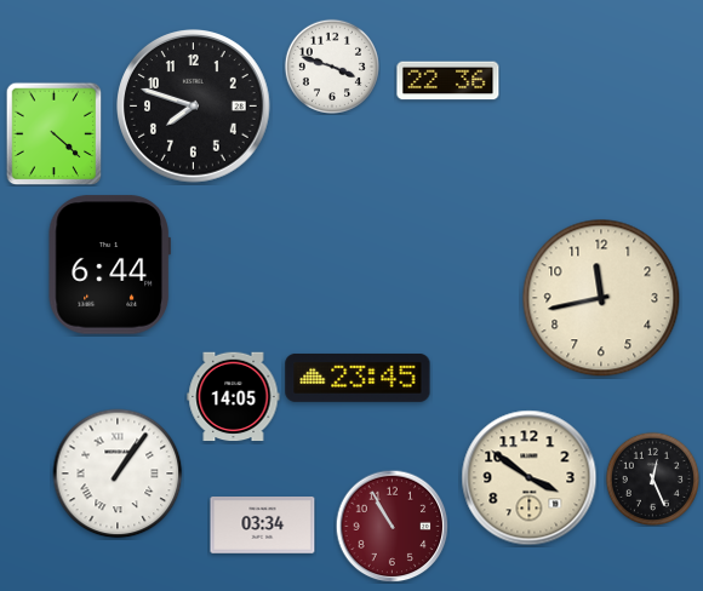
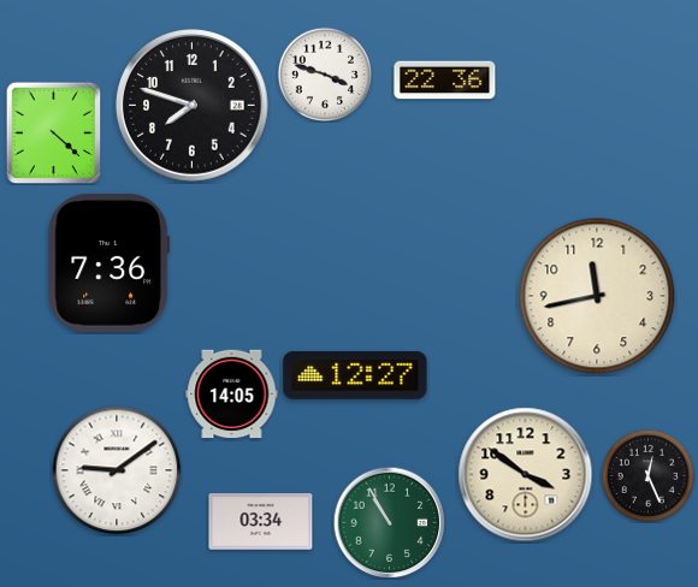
clock at (331, 65) position: (331, 65) -> (324, 73)
clock at (109, 265): 6:44 -> 7:36
clock at (358, 378): 23:45 -> 12:27
clock at (118, 474): 1:06 -> 9:09
clock at (391, 526) dial: burgundy -> green
